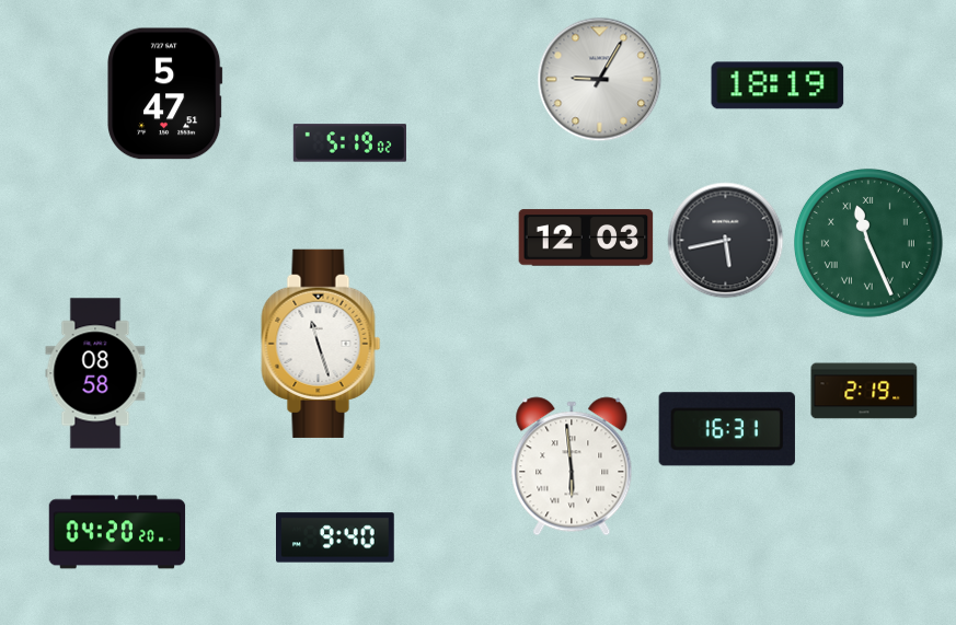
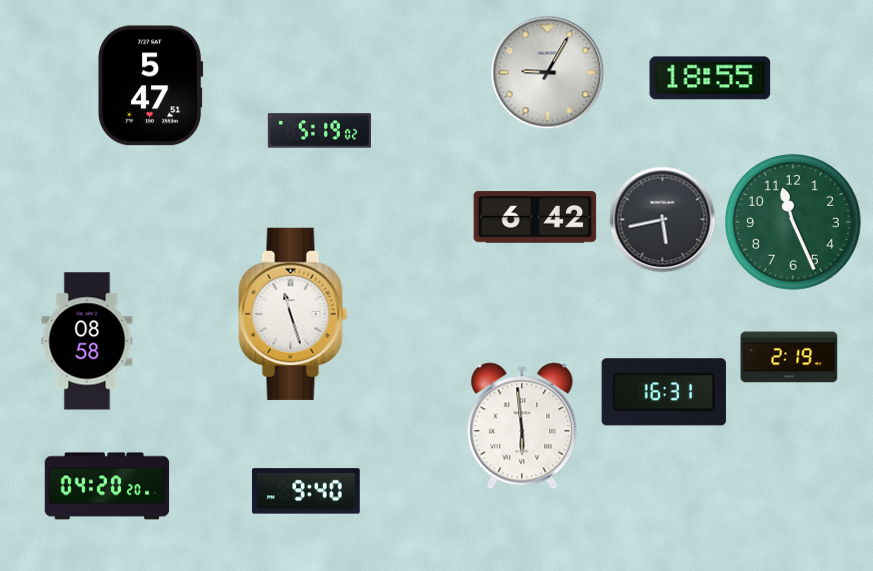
clock at (778, 85): 18:19 -> 18:55
clock at (586, 238): 12:03 -> 6:42
clock at (868, 243) numerals: Roman -> Arabic
